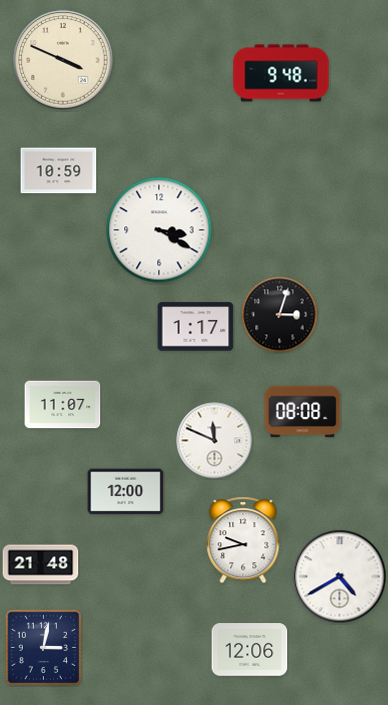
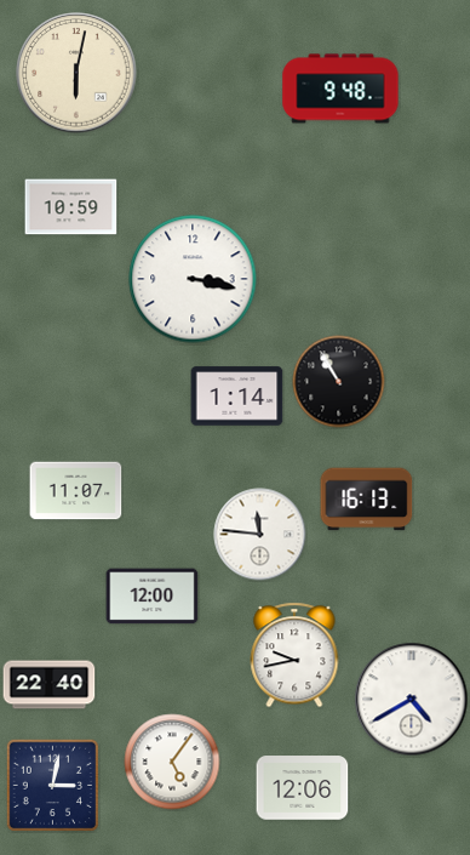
clock at (63, 60): 3:49 -> 6:02
clock at (159, 230): 3:20 -> 3:17
clock at (280, 315): 3:03 -> 10:55
clock at (196, 327): 1:17 -> 1:14
clock at (303, 412): 08:08 -> 16:13
clock at (215, 441): 11:49 -> 11:46
clock at (41, 565): 21:48 -> 22:40
clock at (172, 762): none -> 5:06
